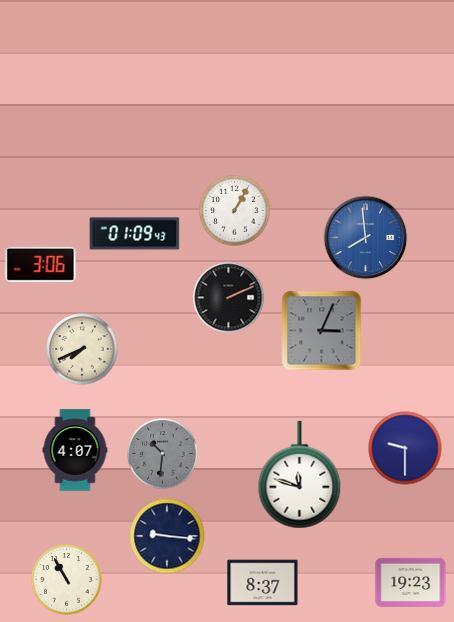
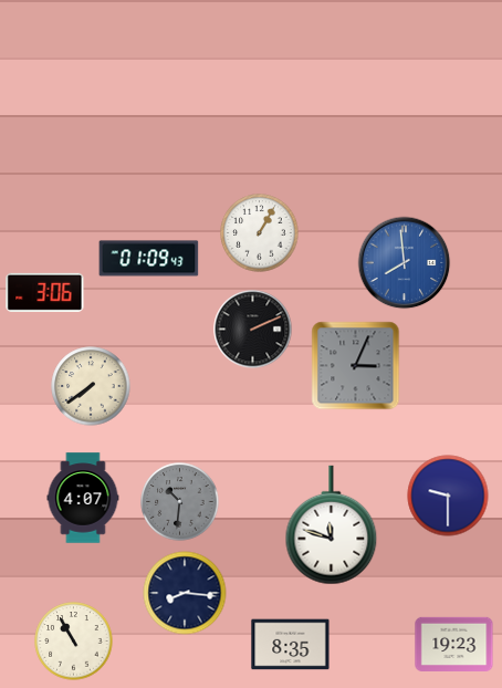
clock at (82, 349): 7:41 -> 7:39
clock at (167, 536): 9:16 -> 8:16
clock at (263, 583): 8:37 -> 8:35
